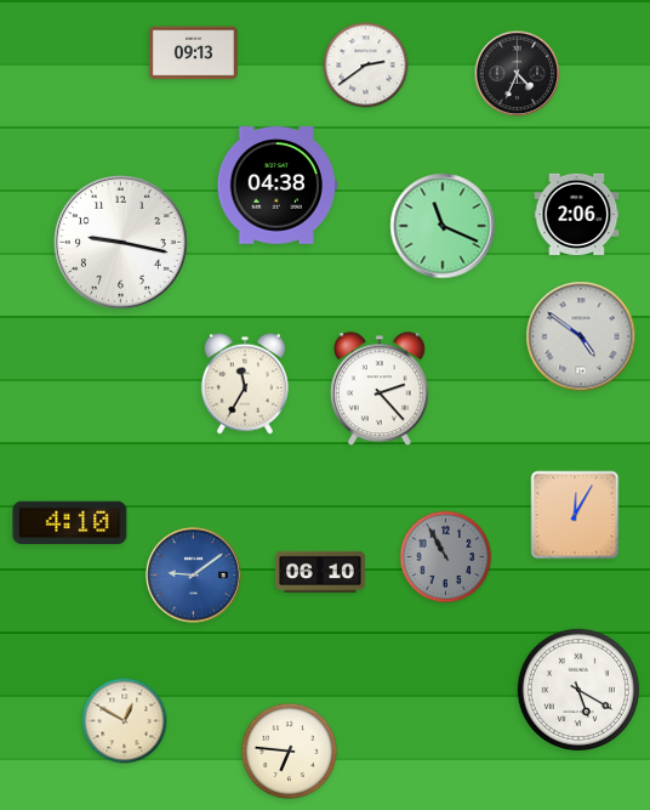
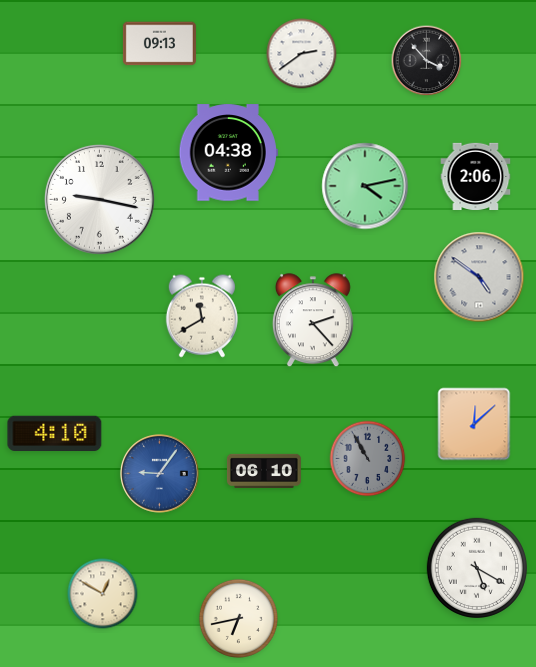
clock at (518, 74): 4:34 -> 3:53
clock at (443, 226): 11:19 -> 4:13
clock at (245, 384): 11:35 -> 11:40
clock at (575, 515): 12:05 -> 12:08
clock at (70, 522) position: (70, 522) -> (55, 433)
clock at (193, 574): 9:09 -> 9:06
clock at (289, 750): 6:46 -> 6:43
